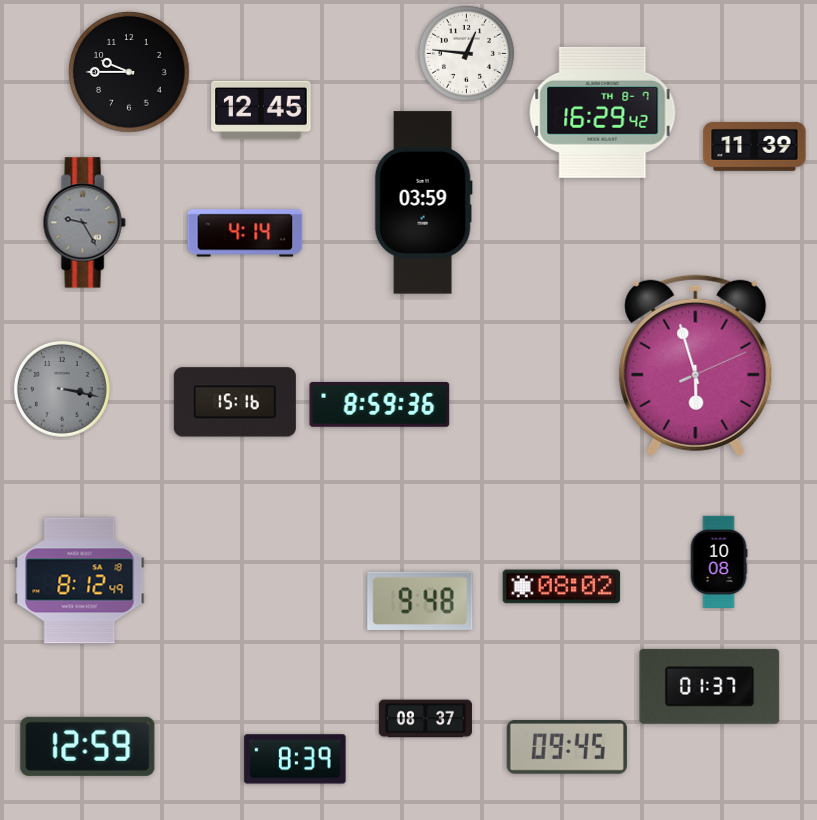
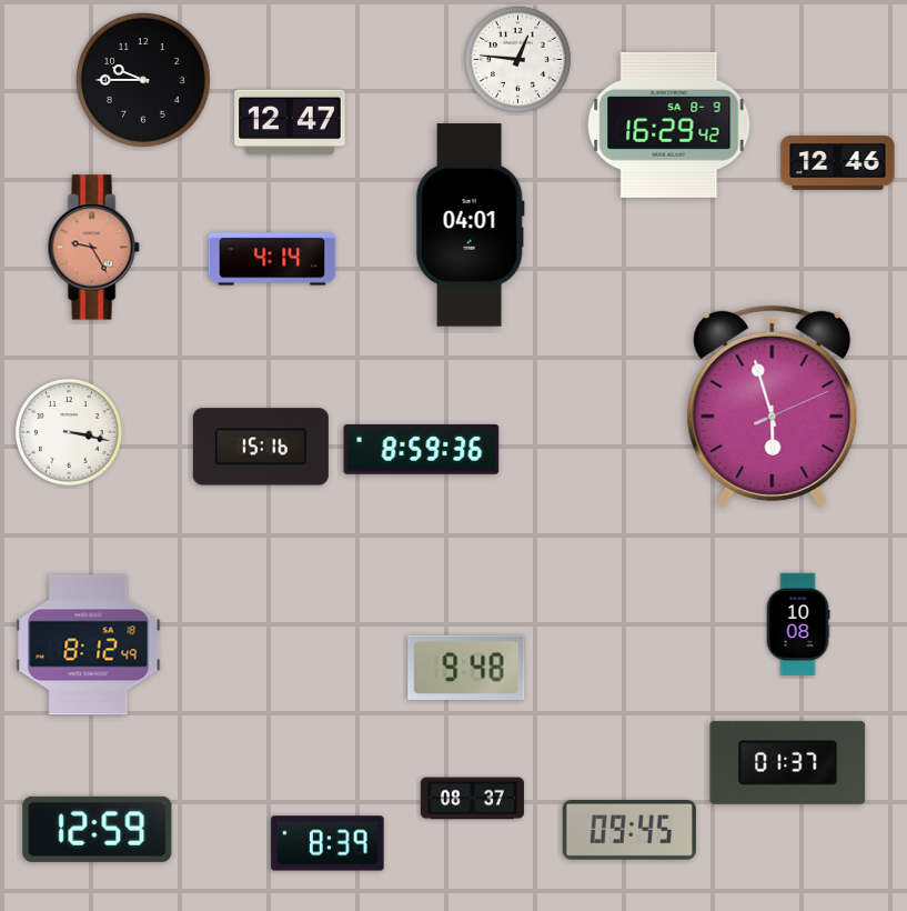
clock at (261, 110): 12:45 -> 12:47
clock at (603, 112) date: TH 8-7 -> SA 8-9
clock at (755, 146): 11:39 -> 12:46
clock at (423, 203): 03:59 -> 04:01
clock at (84, 223) dial: grey -> salmon
clock at (62, 389) dial: grey -> white
clock at (562, 587): 08:02 -> none
